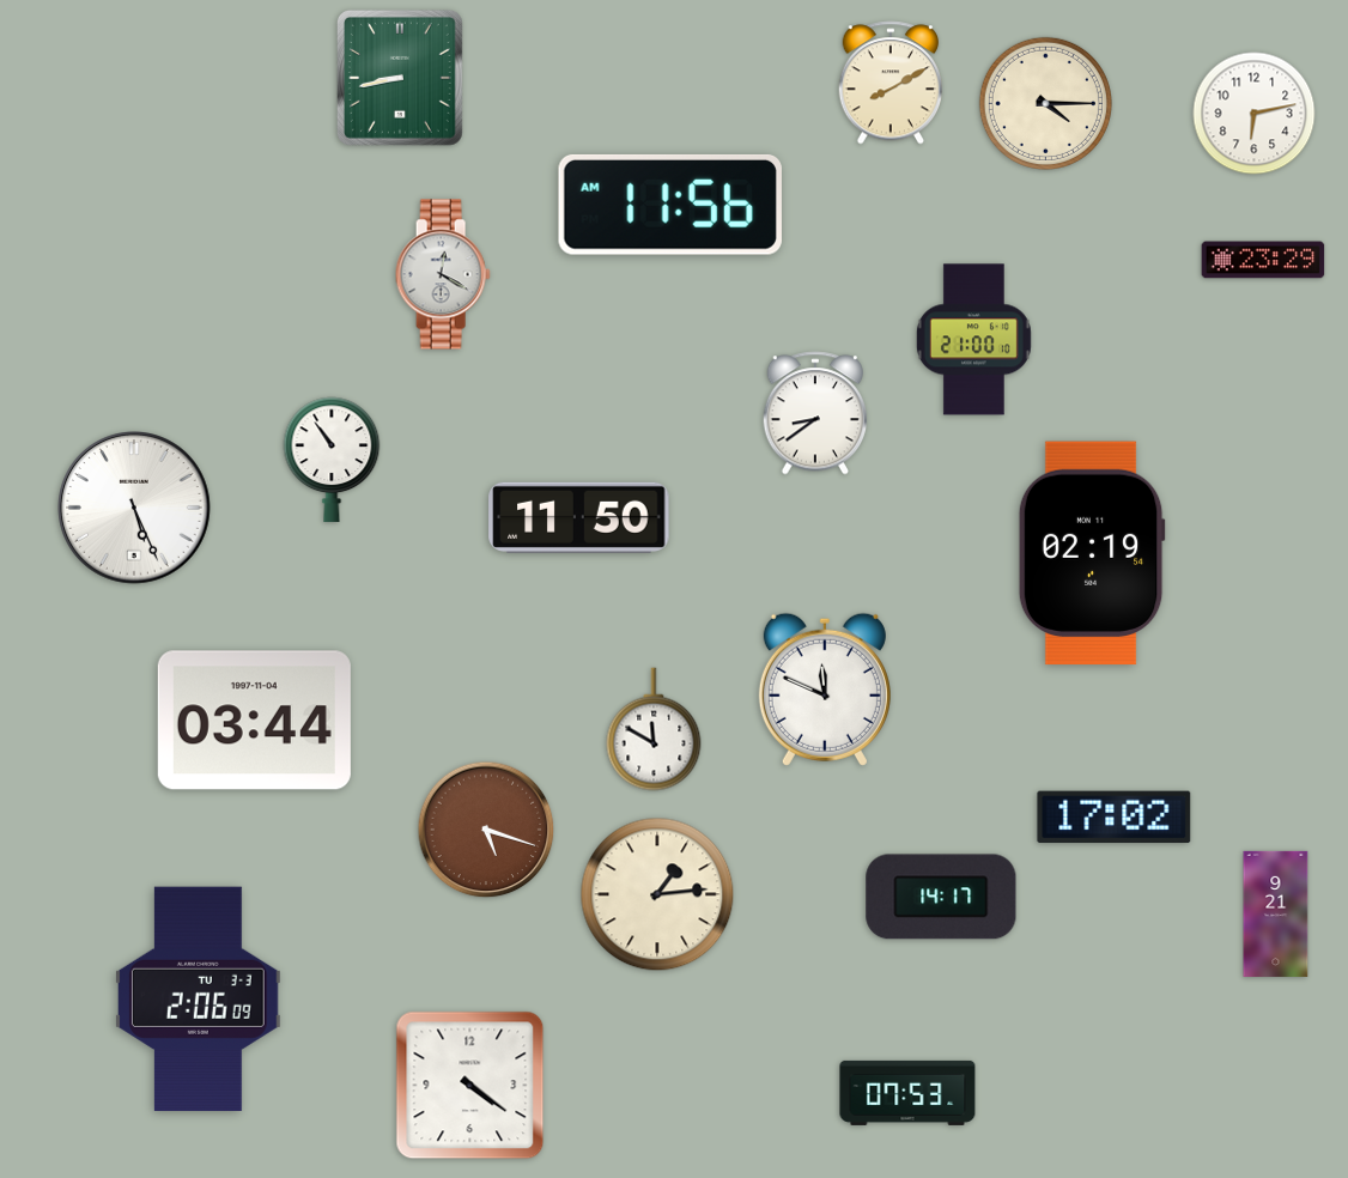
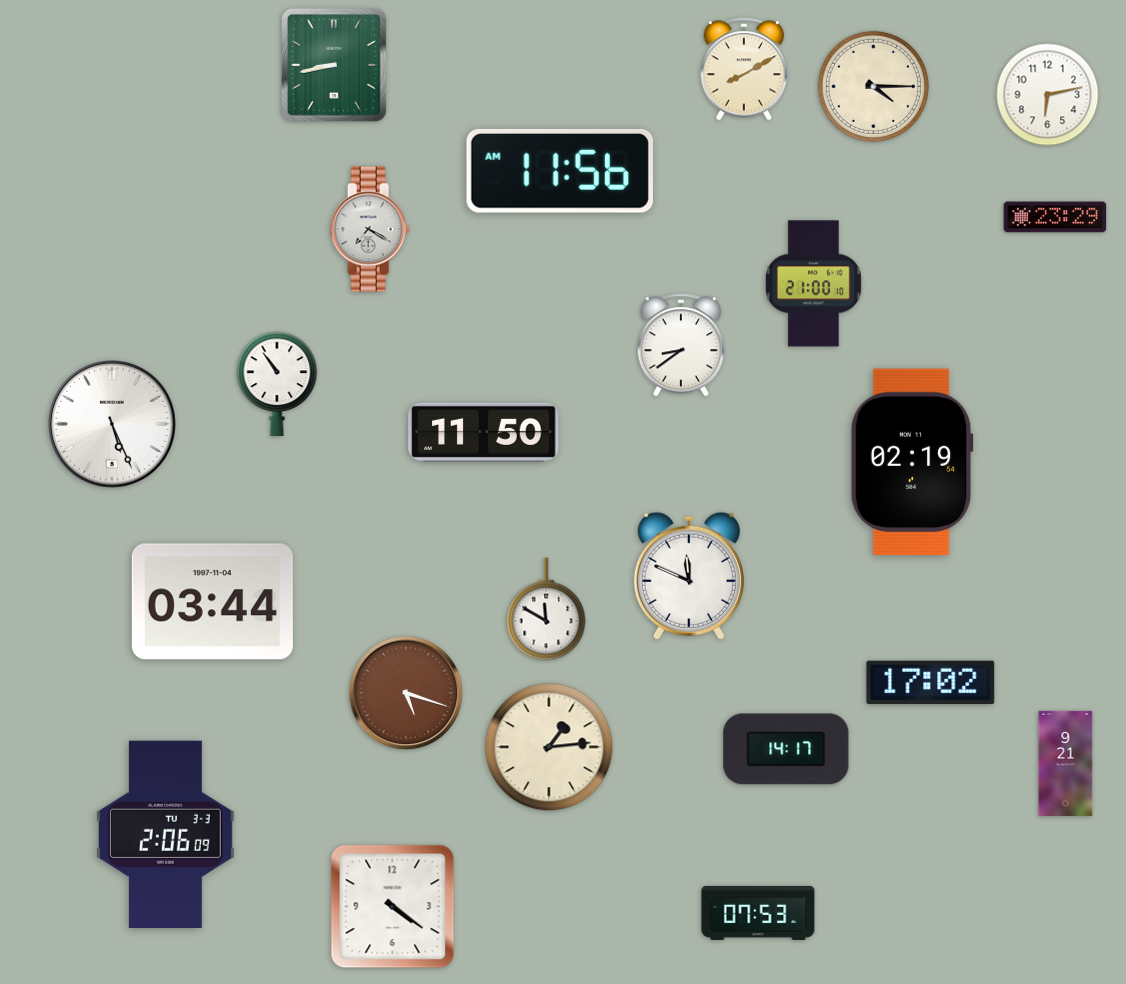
clock at (443, 274): 12:20 -> 7:20
